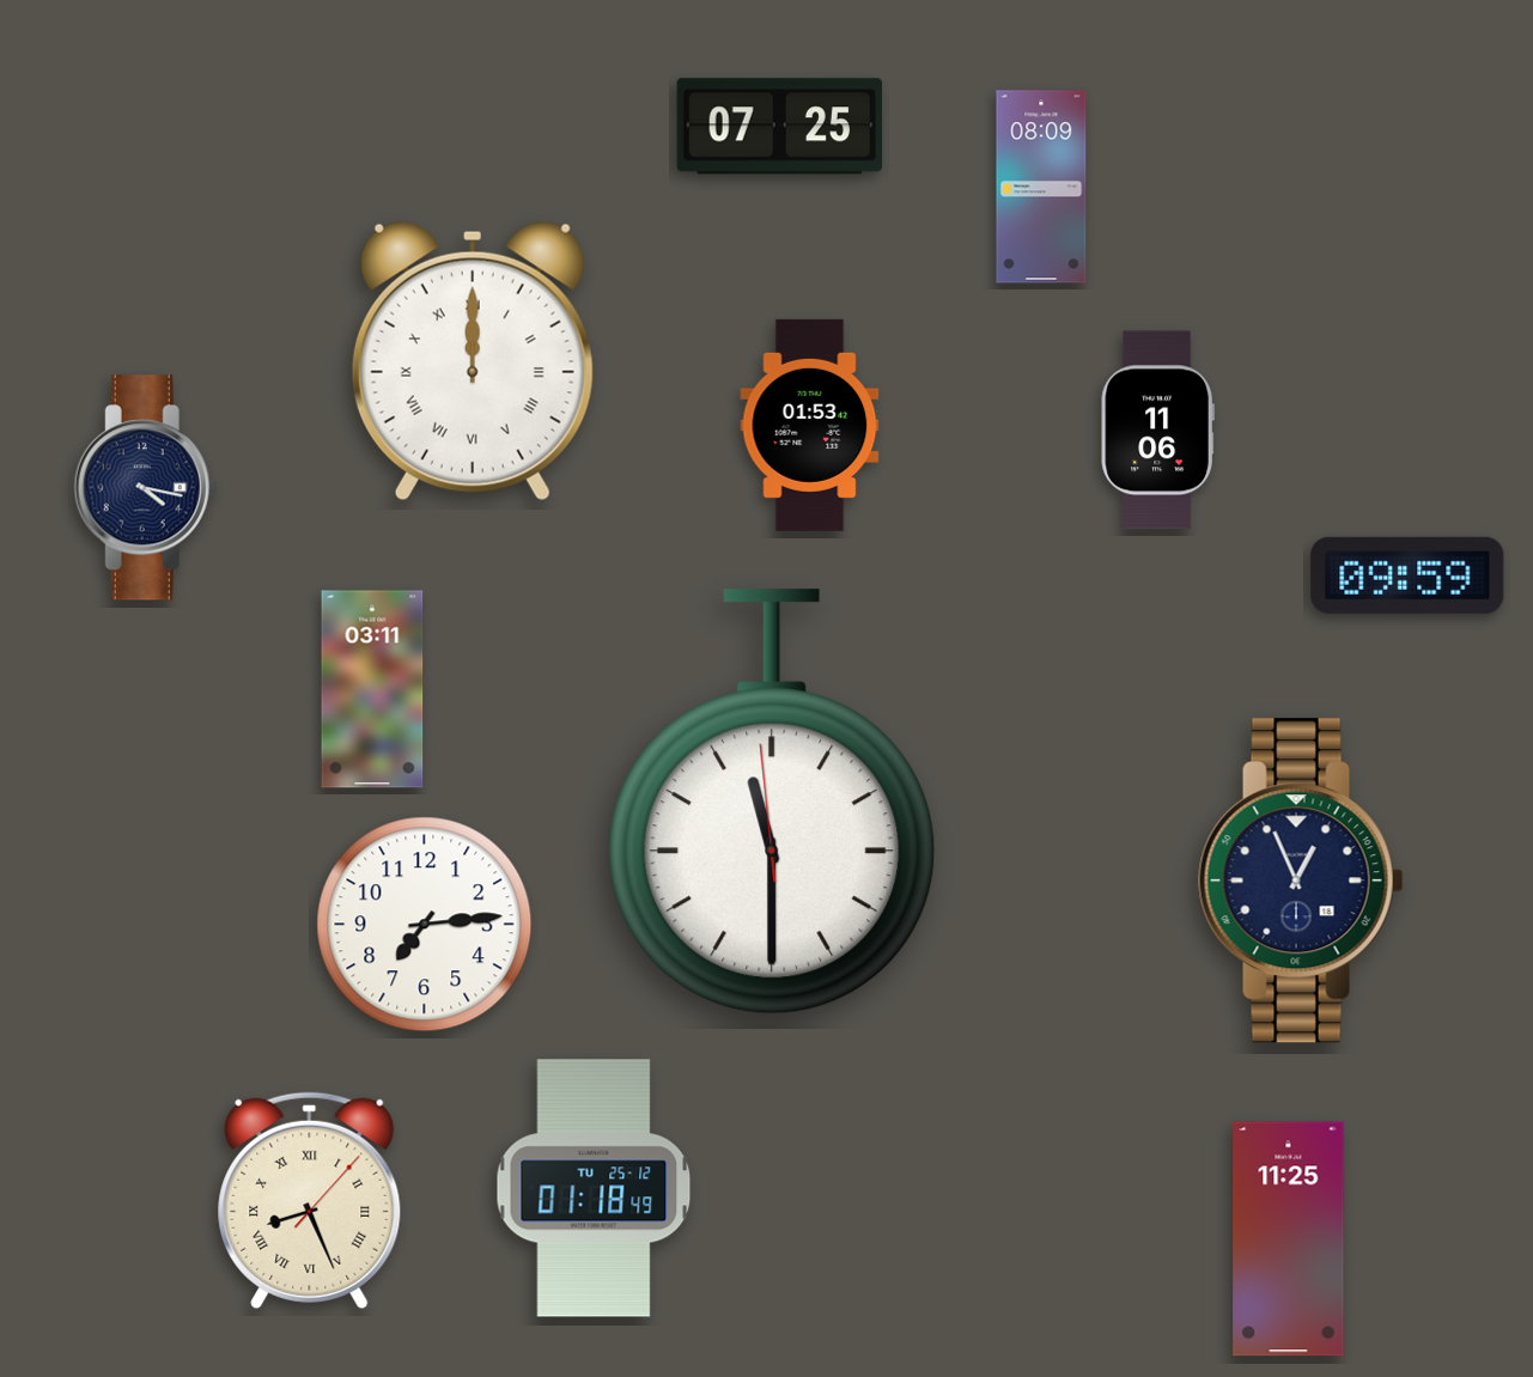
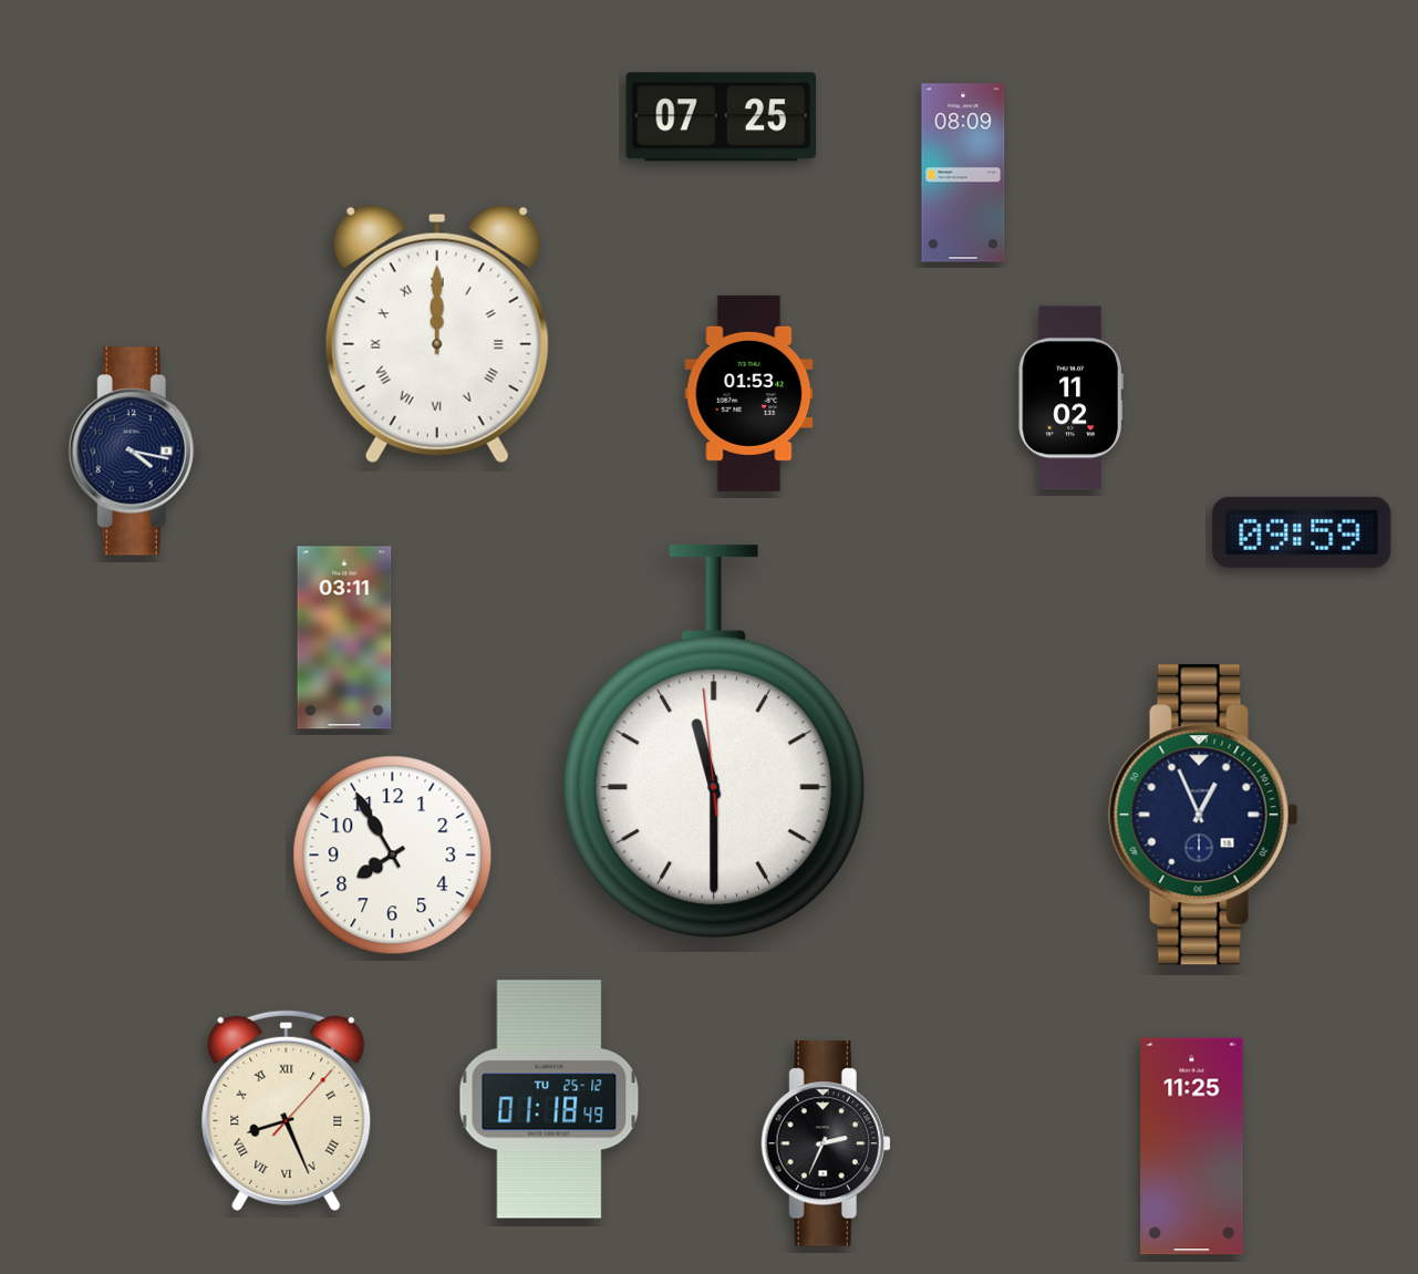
clock at (1157, 431): 11:06 -> 11:02
clock at (425, 925): 7:14 -> 7:55
clock at (826, 1143): none -> 2:34
